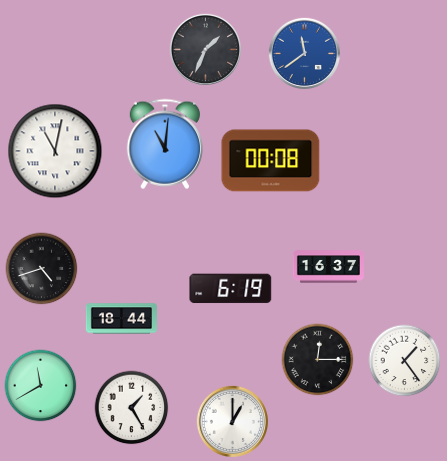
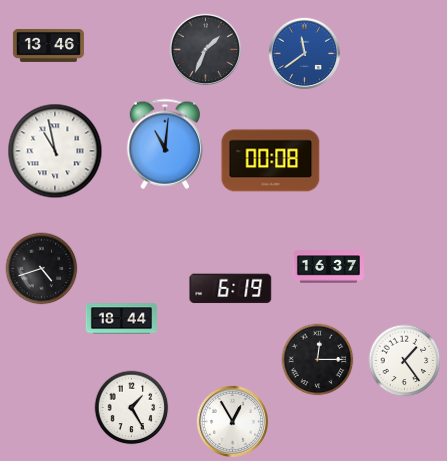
clock at (48, 45): none -> 13:46
clock at (55, 151): 11:02 -> 10:58
clock at (41, 386): 11:40 -> none
clock at (232, 421): 1:00 -> 12:55
